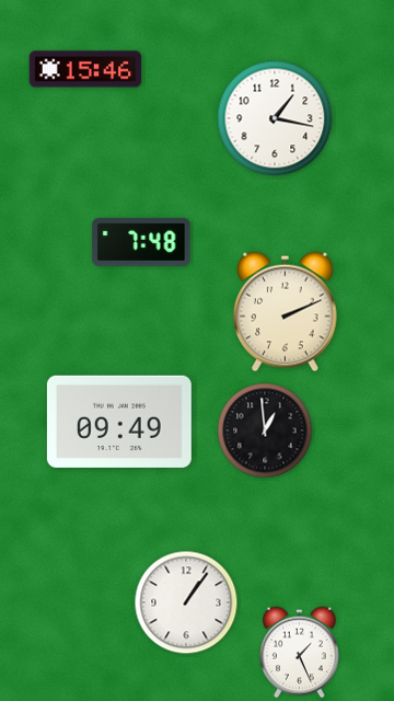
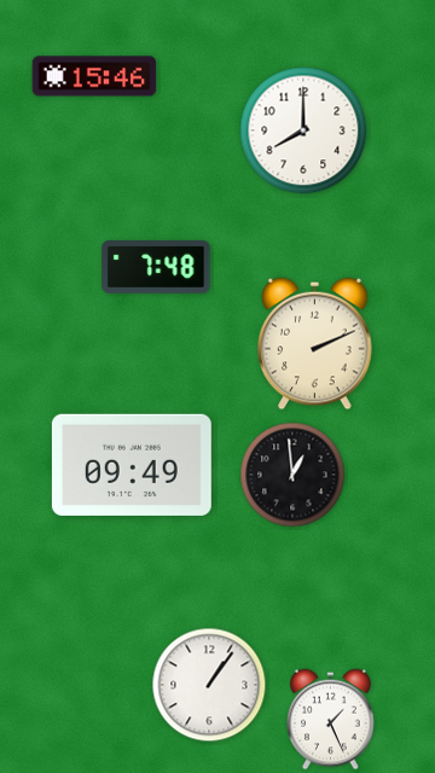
clock at (275, 118): 1:17 -> 8:00
clock at (186, 602) position: (186, 602) -> (209, 685)
